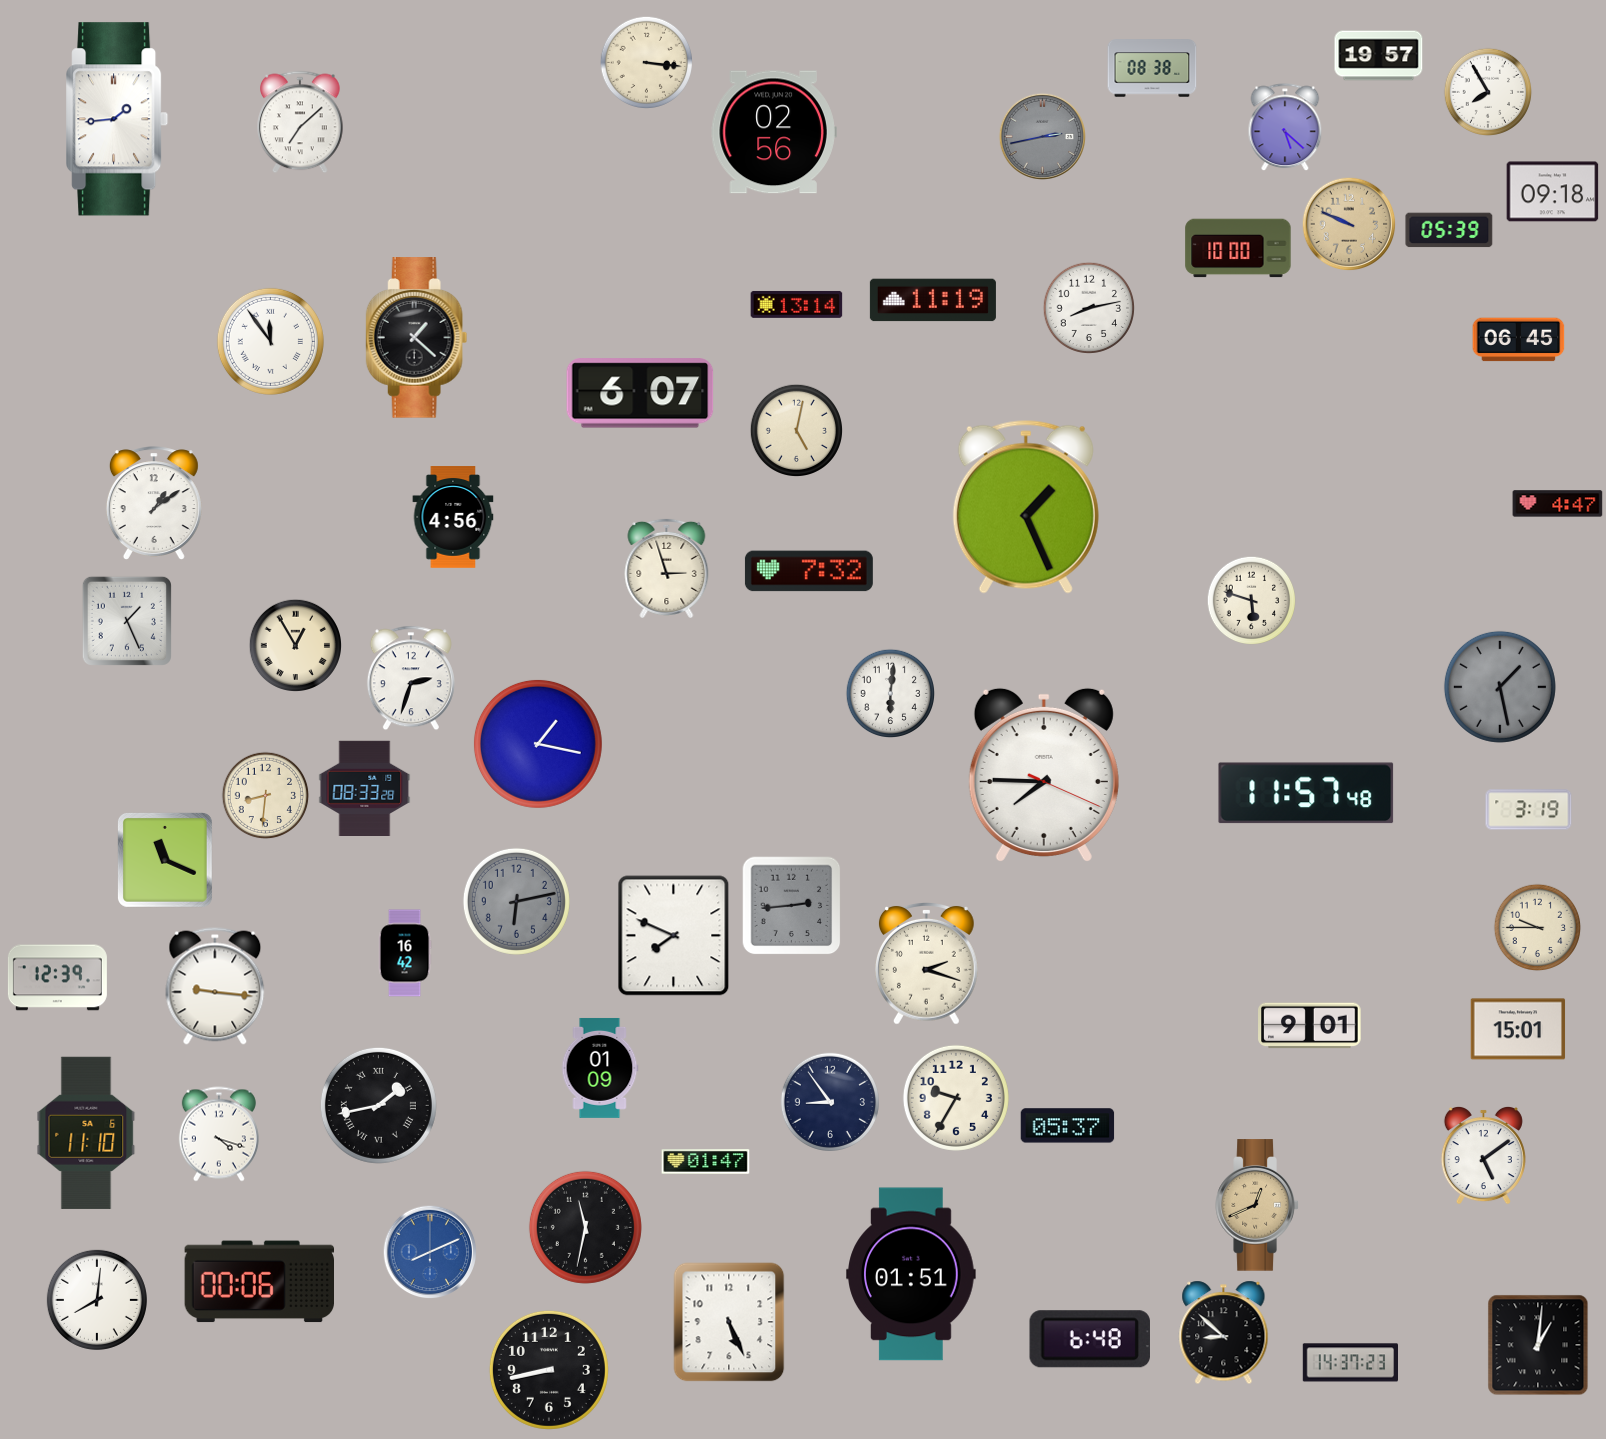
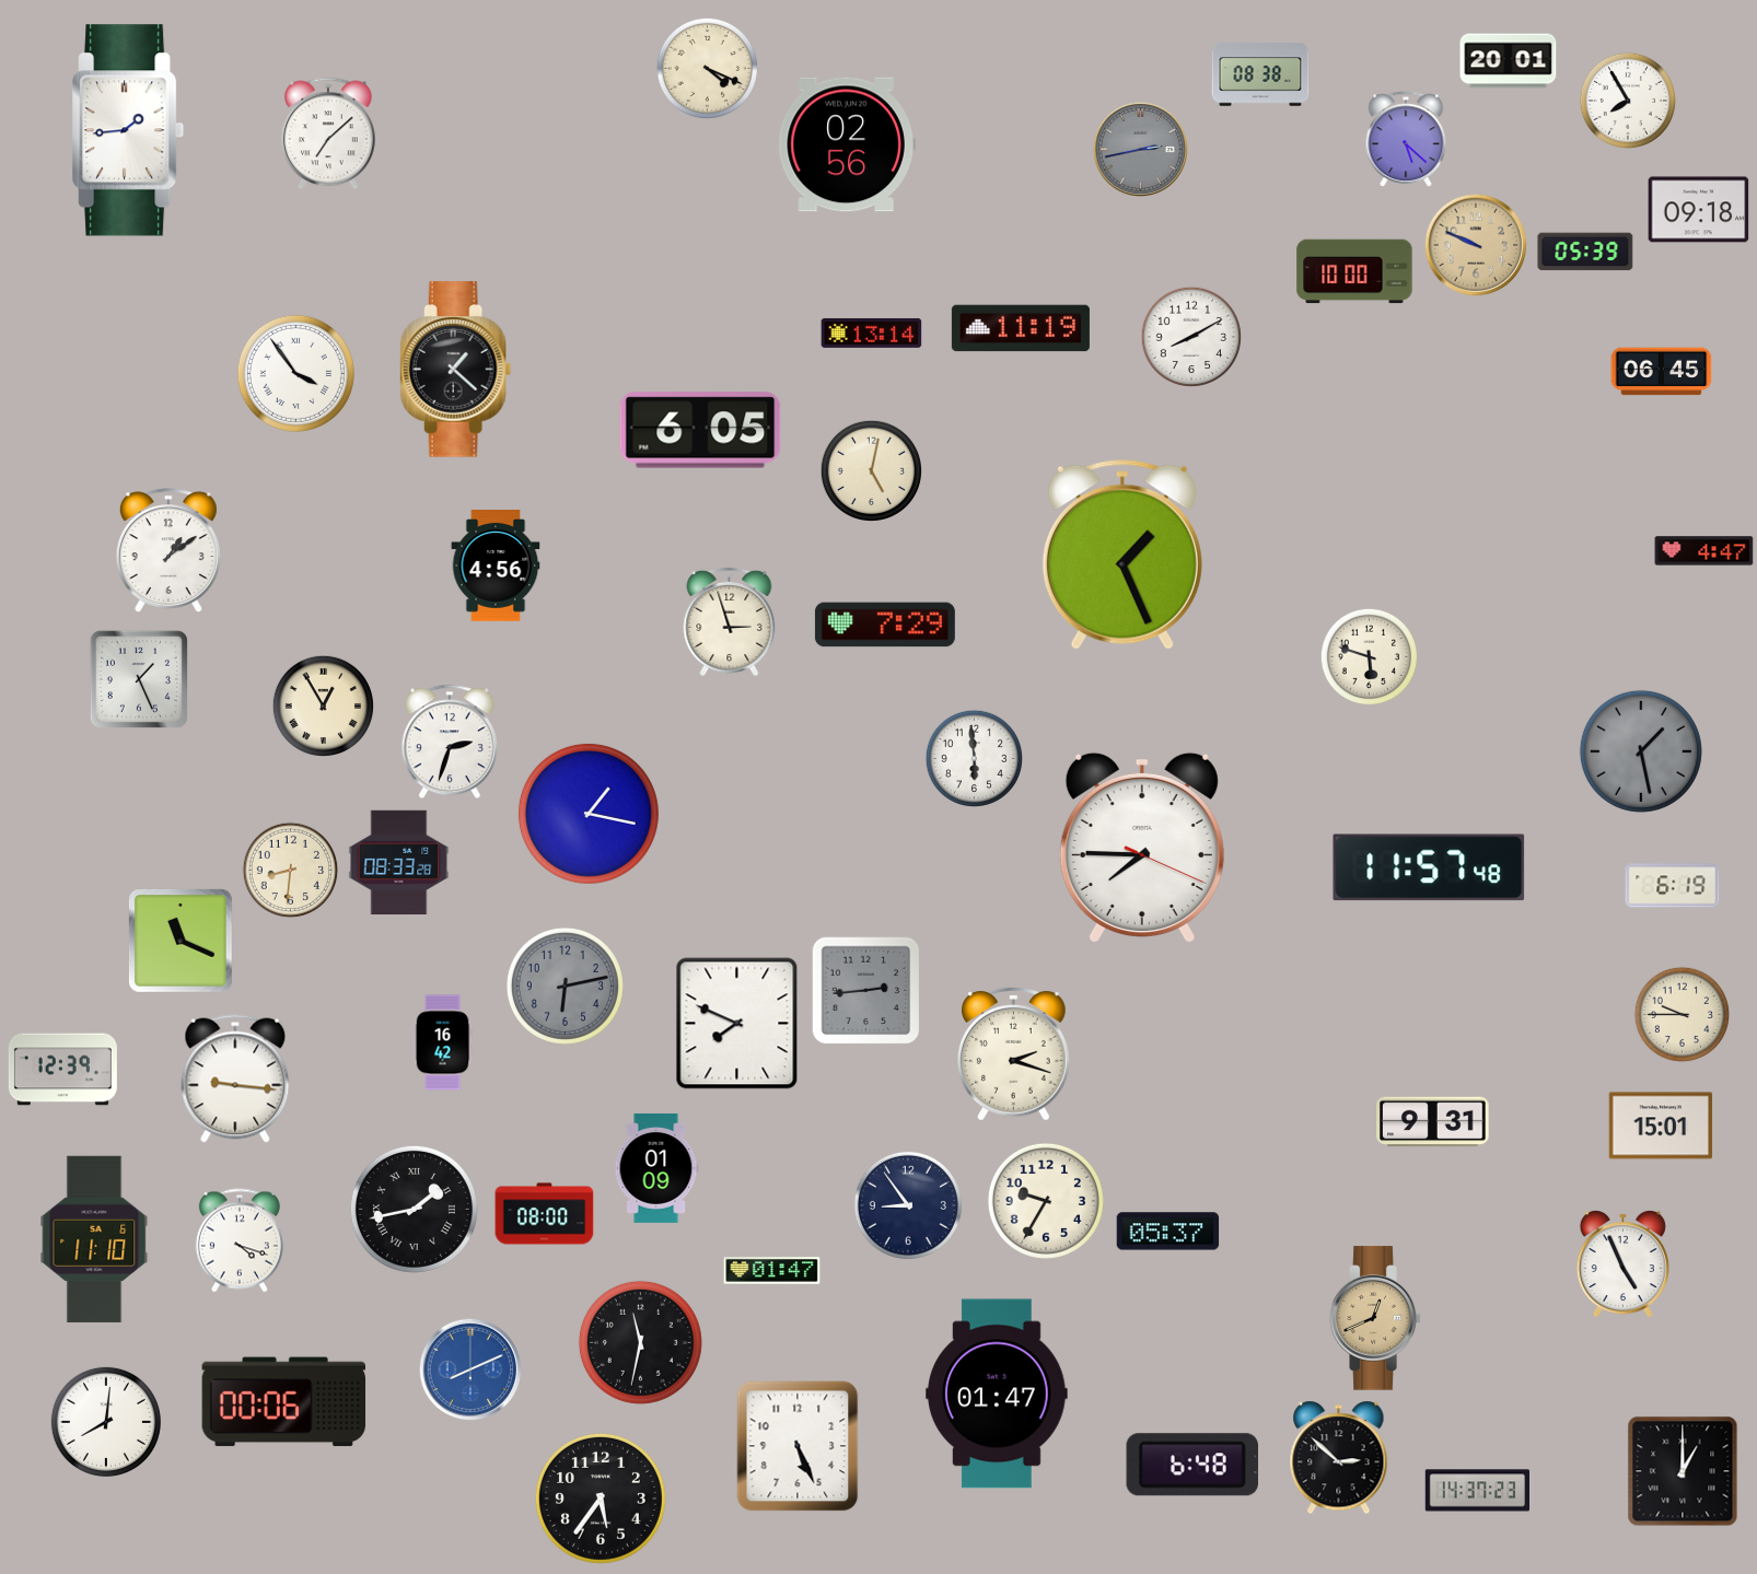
clock at (1379, 56): 19:57 -> 20:01
clock at (646, 62): 3:16 -> 4:19
clock at (1088, 307): 8:13 -> 8:10
clock at (270, 341): 11:54 -> 3:54
clock at (640, 393): 6:07 -> 6:05
clock at (809, 571): 7:32 -> 7:29
clock at (891, 694): 6:01 -> 5:59
clock at (1529, 810): 3:19 -> 6:19
clock at (1310, 1026): 9:01 -> 9:31
clock at (545, 1214): none -> 08:00
clock at (1483, 1155): 5:09 -> 4:56
clock at (911, 1274): 01:51 -> 01:47
clock at (1224, 1333): 8:52 -> 2:52
clock at (1538, 1345): 1:01 -> 1:00
clock at (549, 1370): 8:43 -> 5:36
